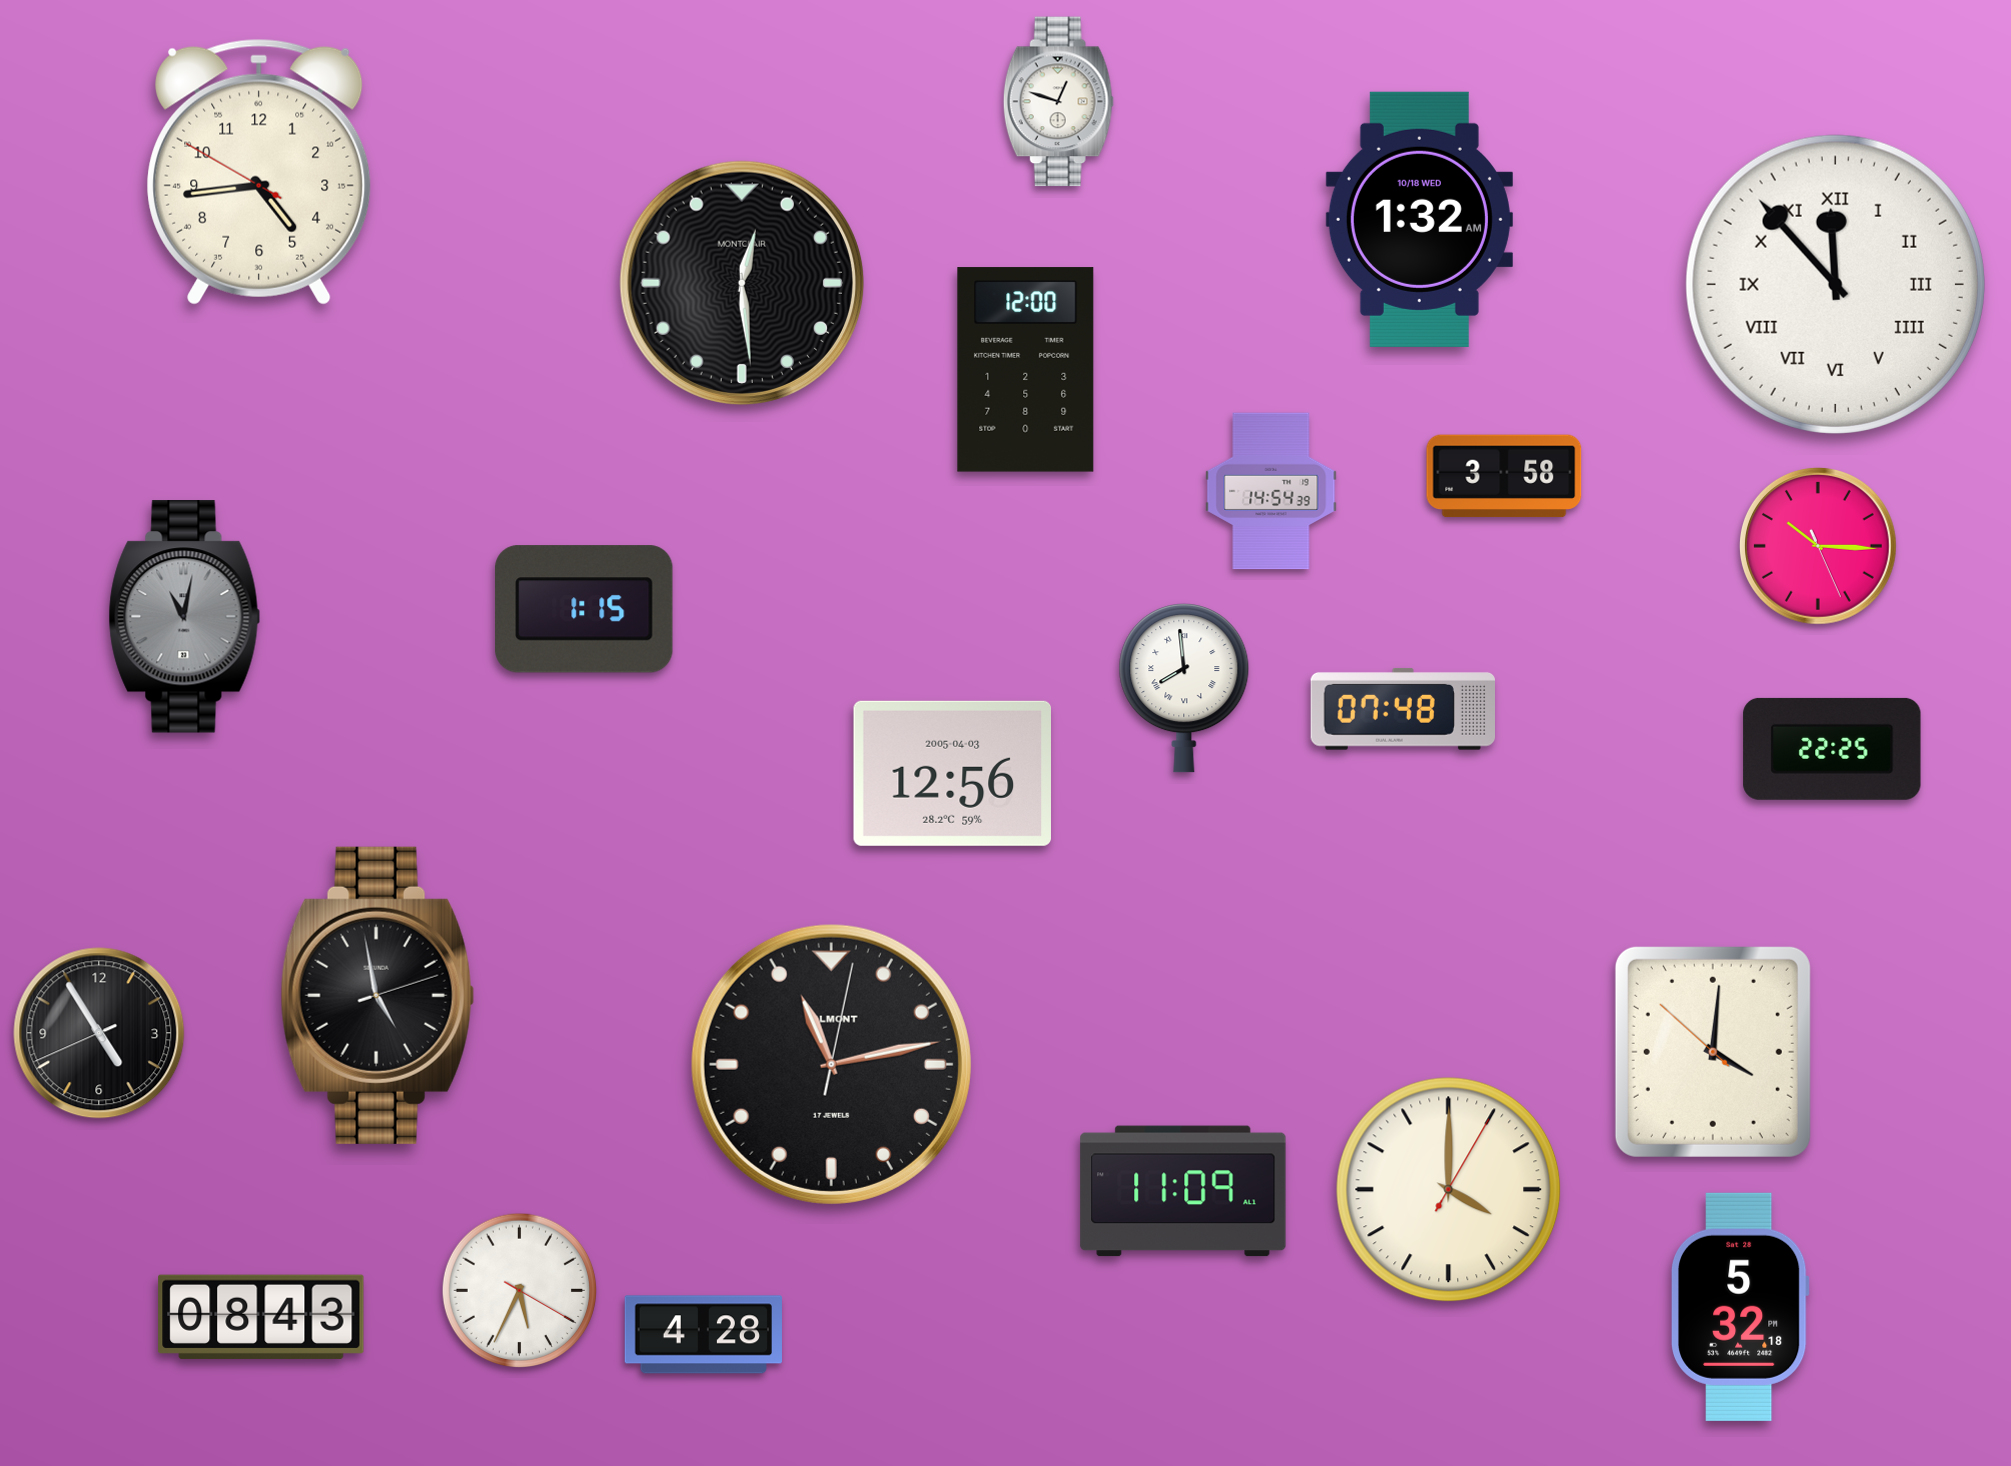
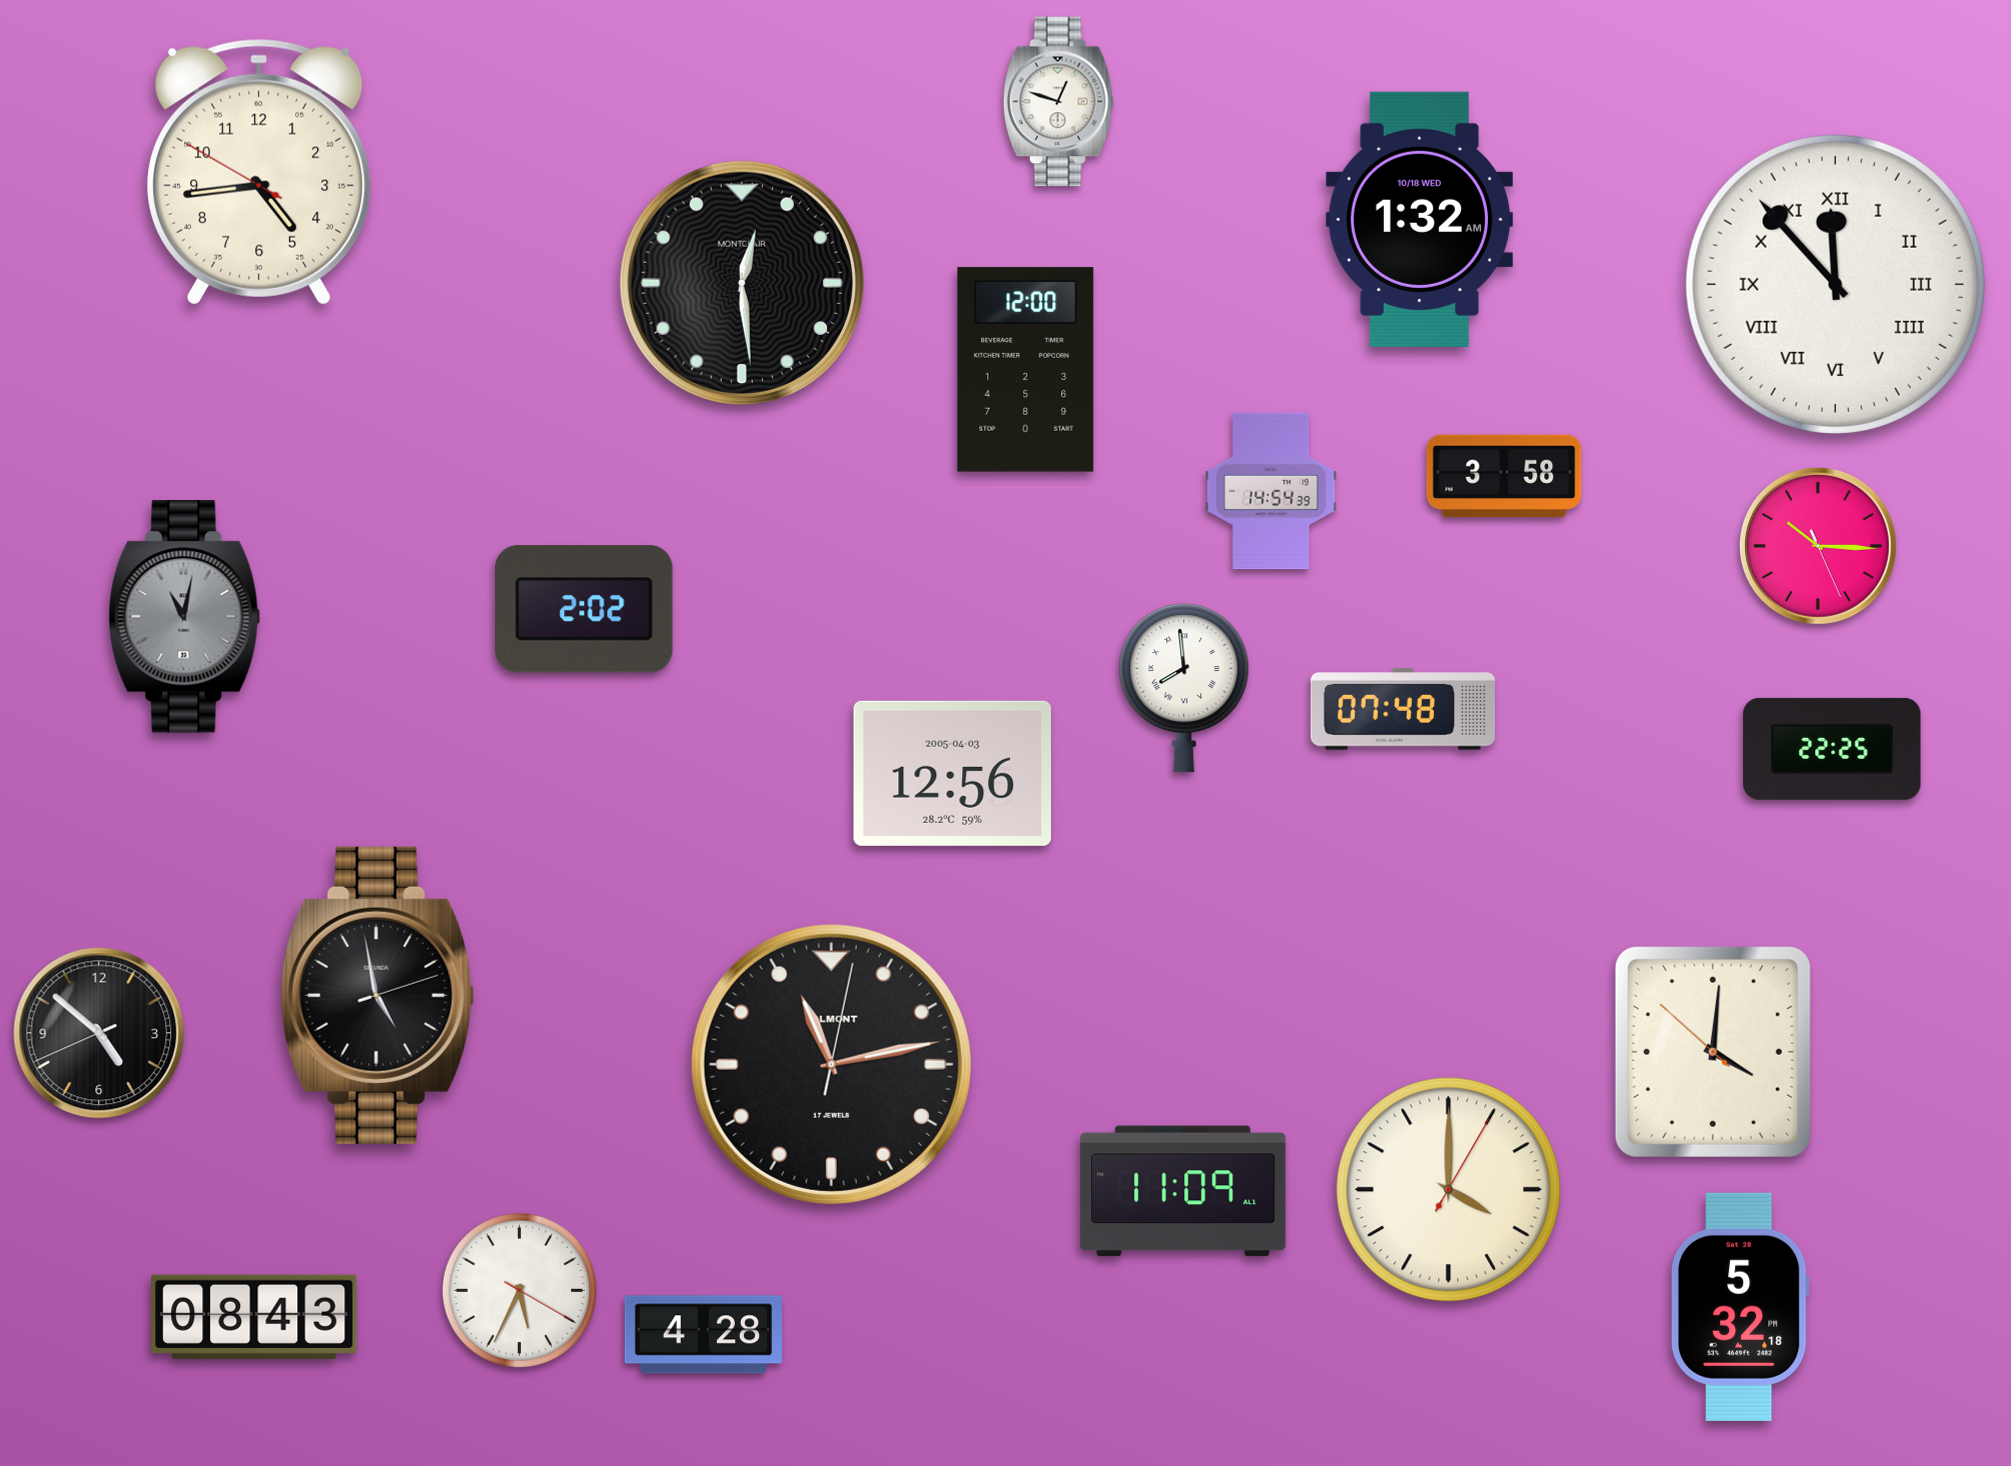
clock at (584, 609): 1:15 -> 2:02
clock at (99, 1033): 4:54 -> 4:51
clock at (261, 1317) position: (261, 1317) -> (254, 1317)
